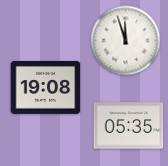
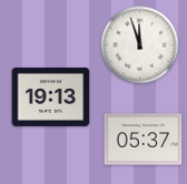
clock at (46, 87): 19:08 -> 19:13
clock at (129, 126): 05:35 -> 05:37
